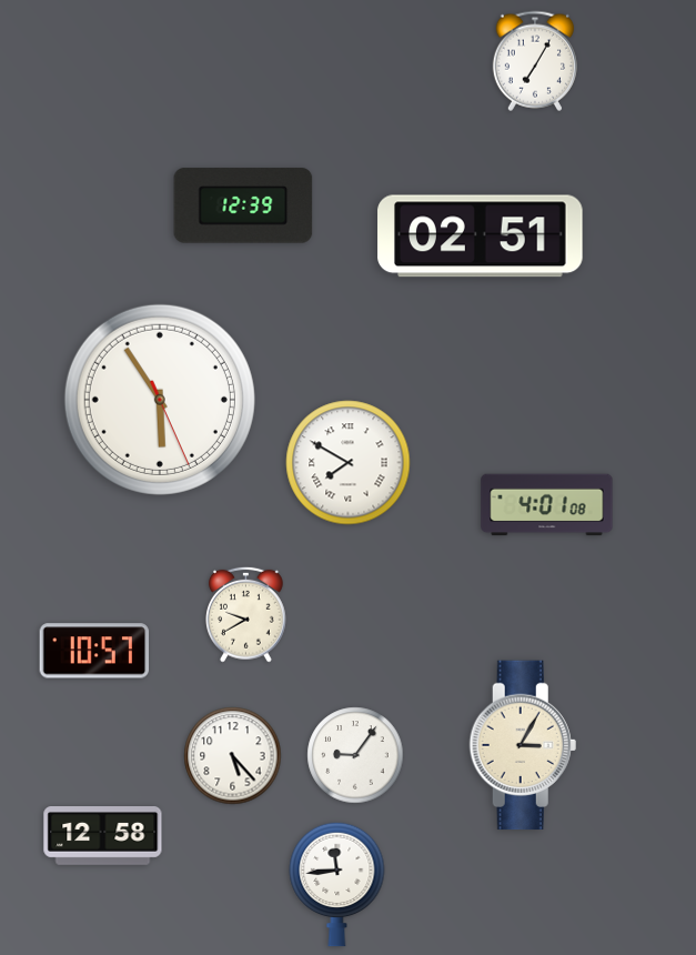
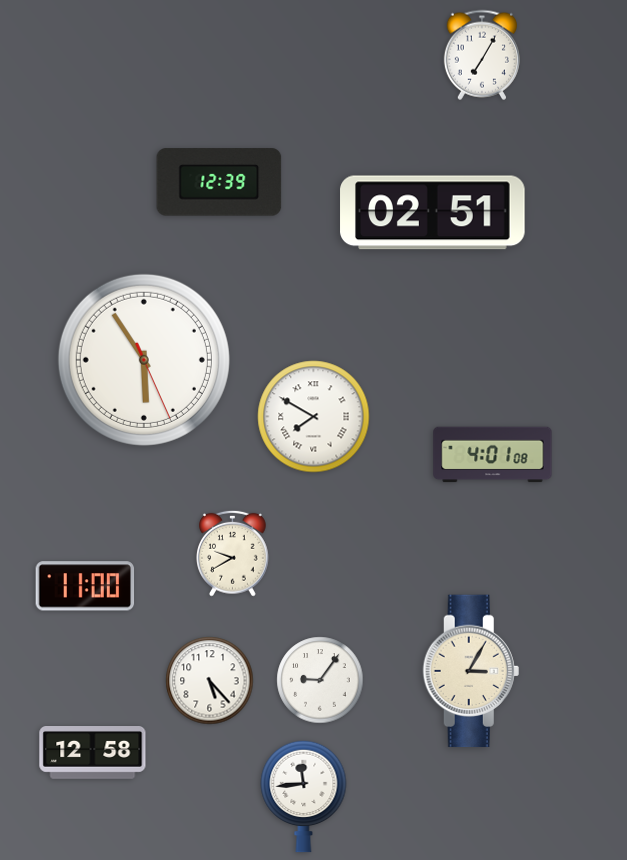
clock at (243, 205) position: (243, 205) -> (219, 182)
clock at (246, 614) position: (246, 614) -> (233, 553)
clock at (94, 651): 10:57 -> 11:00
